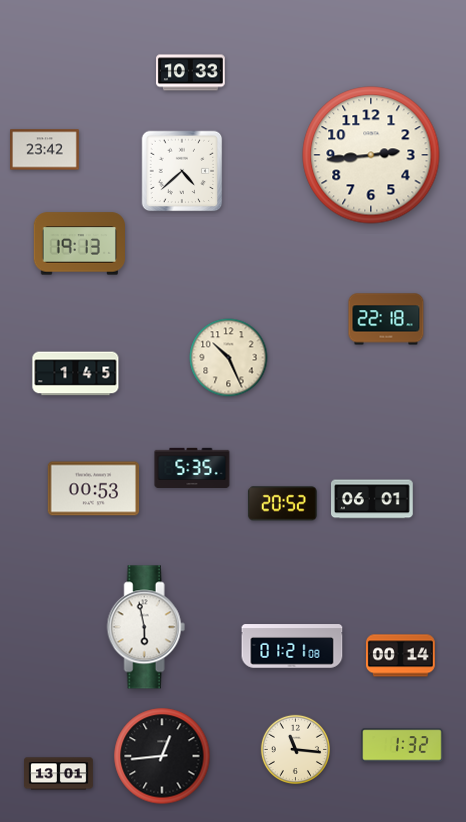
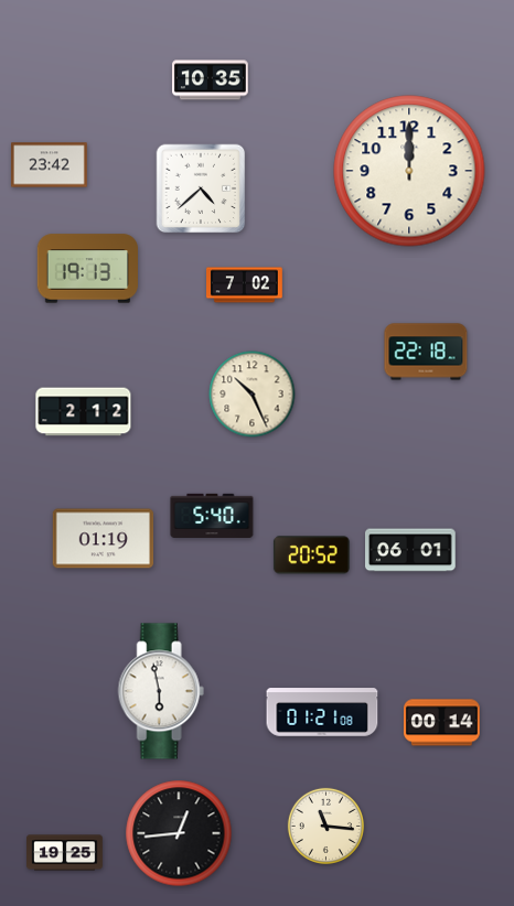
clock at (191, 73): 10:33 -> 10:35
clock at (371, 155): 2:44 -> 12:00
clock at (245, 285): none -> 7:02
clock at (76, 374): 1:45 -> 2:12
clock at (192, 467): 5:35 -> 5:40
clock at (94, 489): 00:53 -> 01:19
clock at (402, 745): 1:32 -> none
clock at (59, 774): 13:01 -> 19:25
